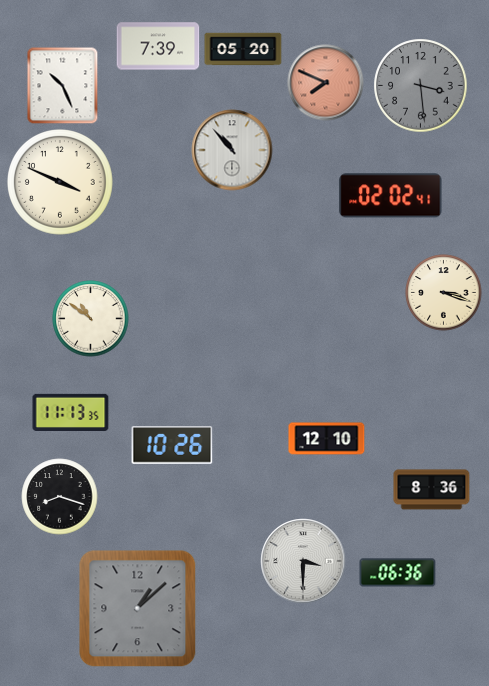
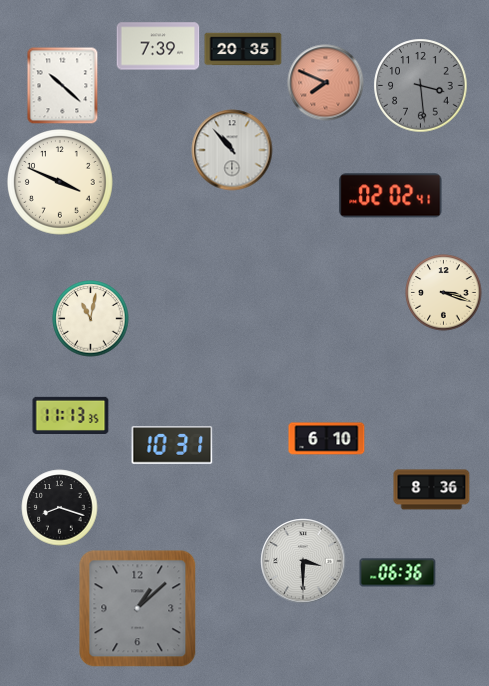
clock at (243, 49): 05:20 -> 20:35
clock at (63, 85): 10:26 -> 10:22
clock at (91, 319): 10:51 -> 11:02
clock at (71, 412) position: (71, 412) -> (71, 415)
clock at (327, 439): 12:10 -> 6:10
clock at (172, 445): 10:26 -> 10:31
clock at (60, 497) position: (60, 497) -> (60, 508)
